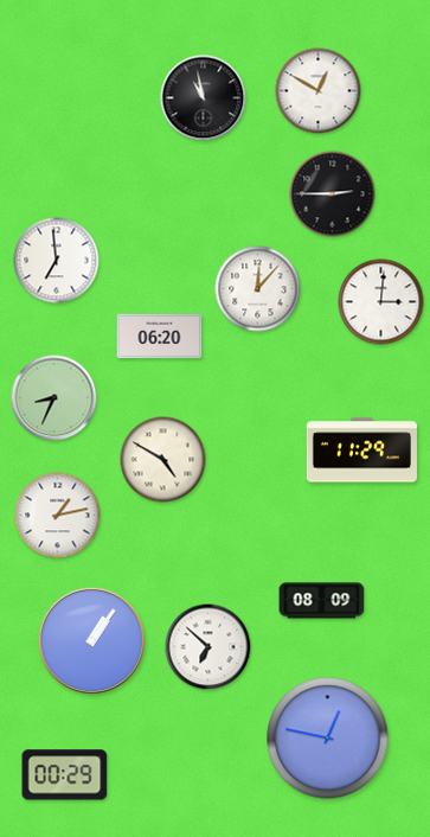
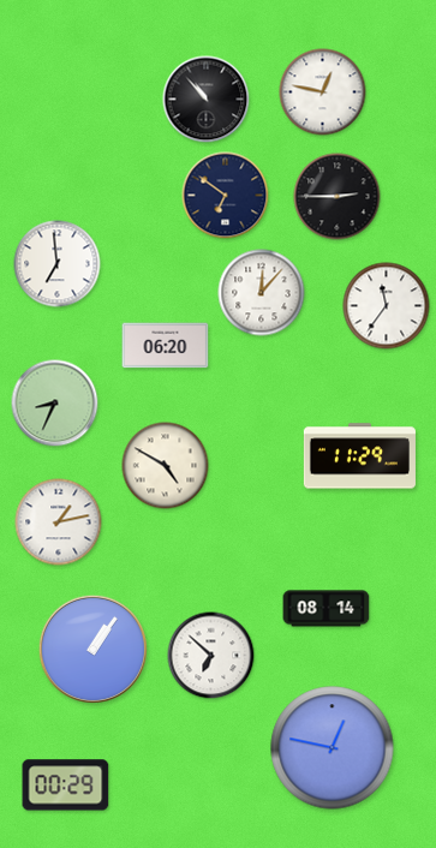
clock at (319, 91): 12:50 -> 12:47
clock at (204, 98): 10:58 -> 10:53
clock at (226, 196): none -> 6:51
clock at (381, 302): 3:01 -> 11:36
clock at (160, 337) position: (160, 337) -> (166, 346)
clock at (361, 451) position: (361, 451) -> (359, 456)
clock at (322, 601): 08:09 -> 08:14
